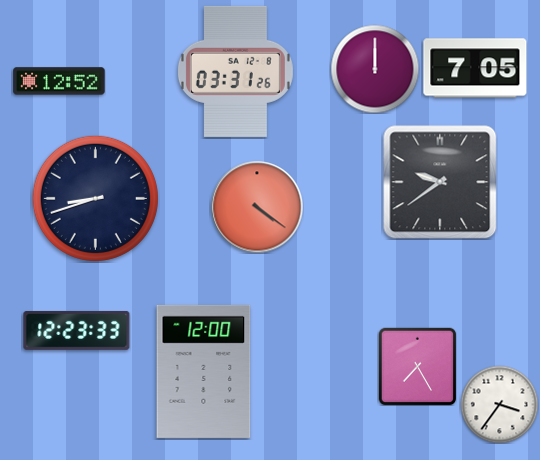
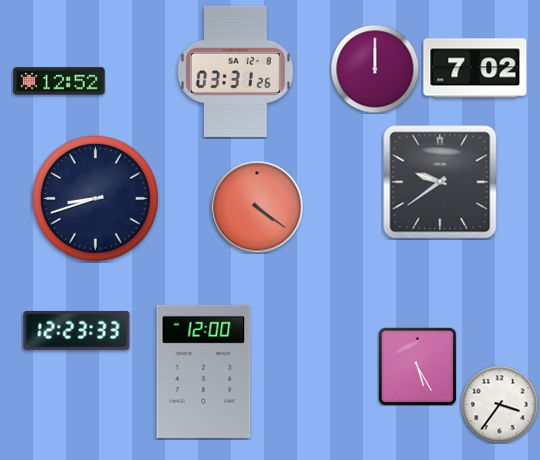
clock at (475, 68): 7:05 -> 7:02
clock at (417, 366): 7:25 -> 5:25
